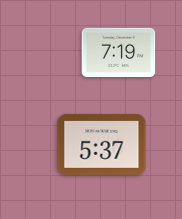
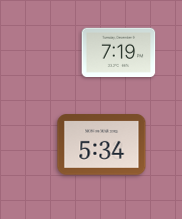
clock at (102, 145): 5:37 -> 5:34
